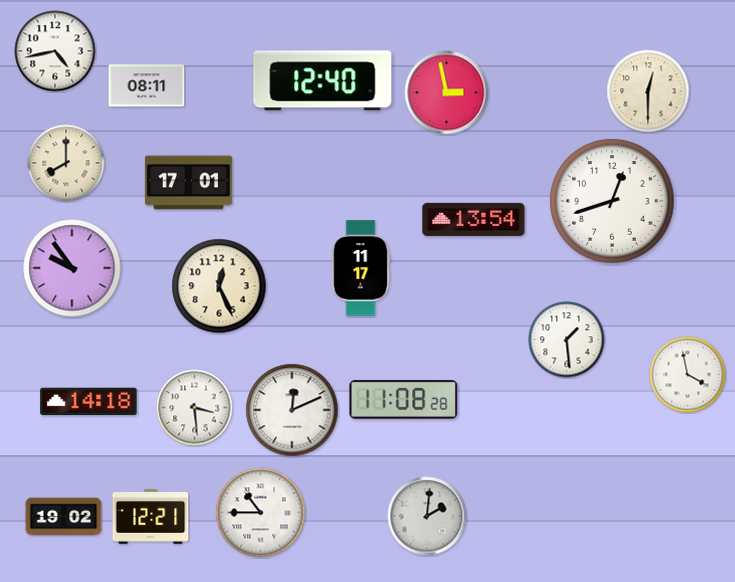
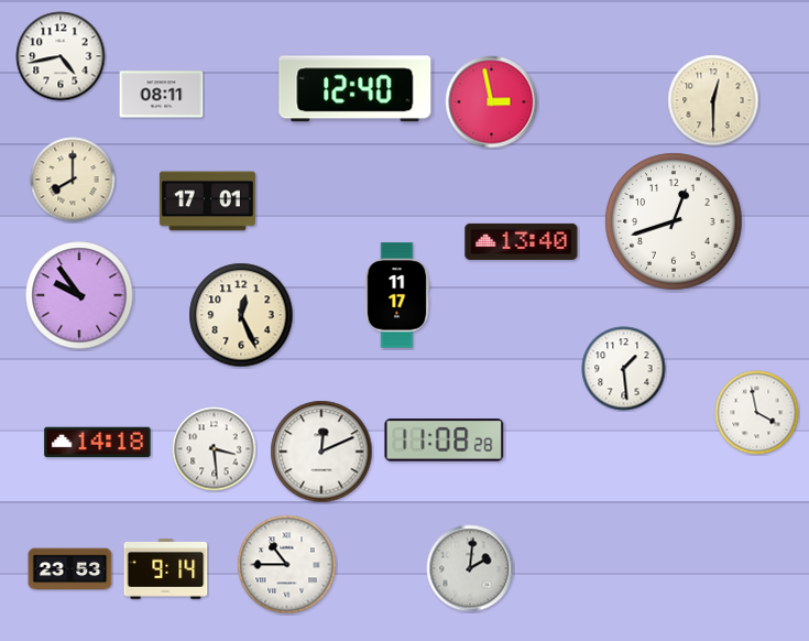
clock at (474, 219): 13:54 -> 13:40
clock at (567, 340) position: (567, 340) -> (624, 369)
clock at (151, 516): 12:21 -> 9:14
clock at (64, 517): 19:02 -> 23:53
